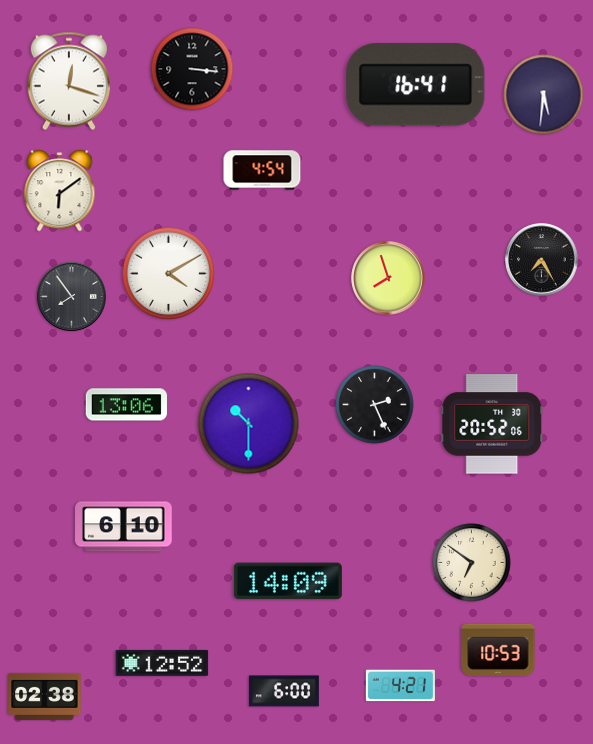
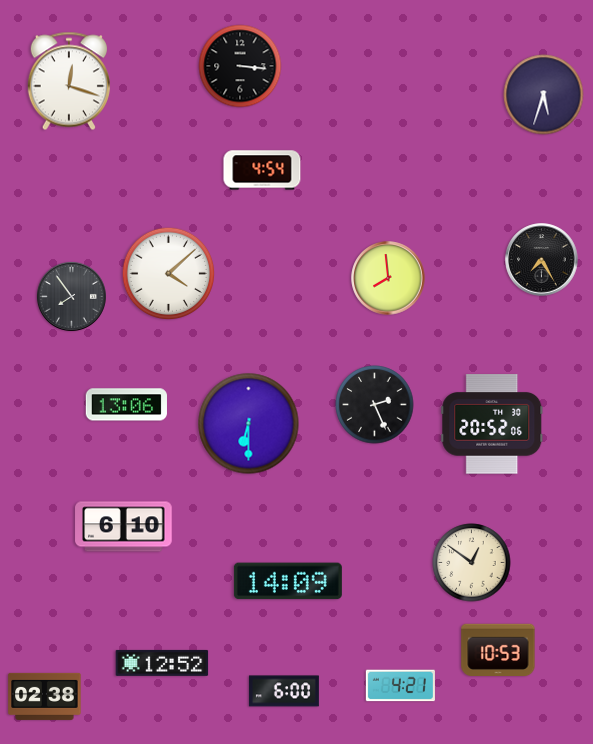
clock at (192, 69) position: (192, 69) -> (240, 66)
clock at (416, 85): 16:41 -> none
clock at (544, 95): 5:31 -> 5:33
clock at (60, 191): 6:09 -> none
clock at (169, 274): 4:10 -> 4:08
clock at (388, 278): 7:57 -> 7:59
clock at (249, 424): 10:30 -> 6:30
clock at (472, 563): 6:51 -> 12:51
